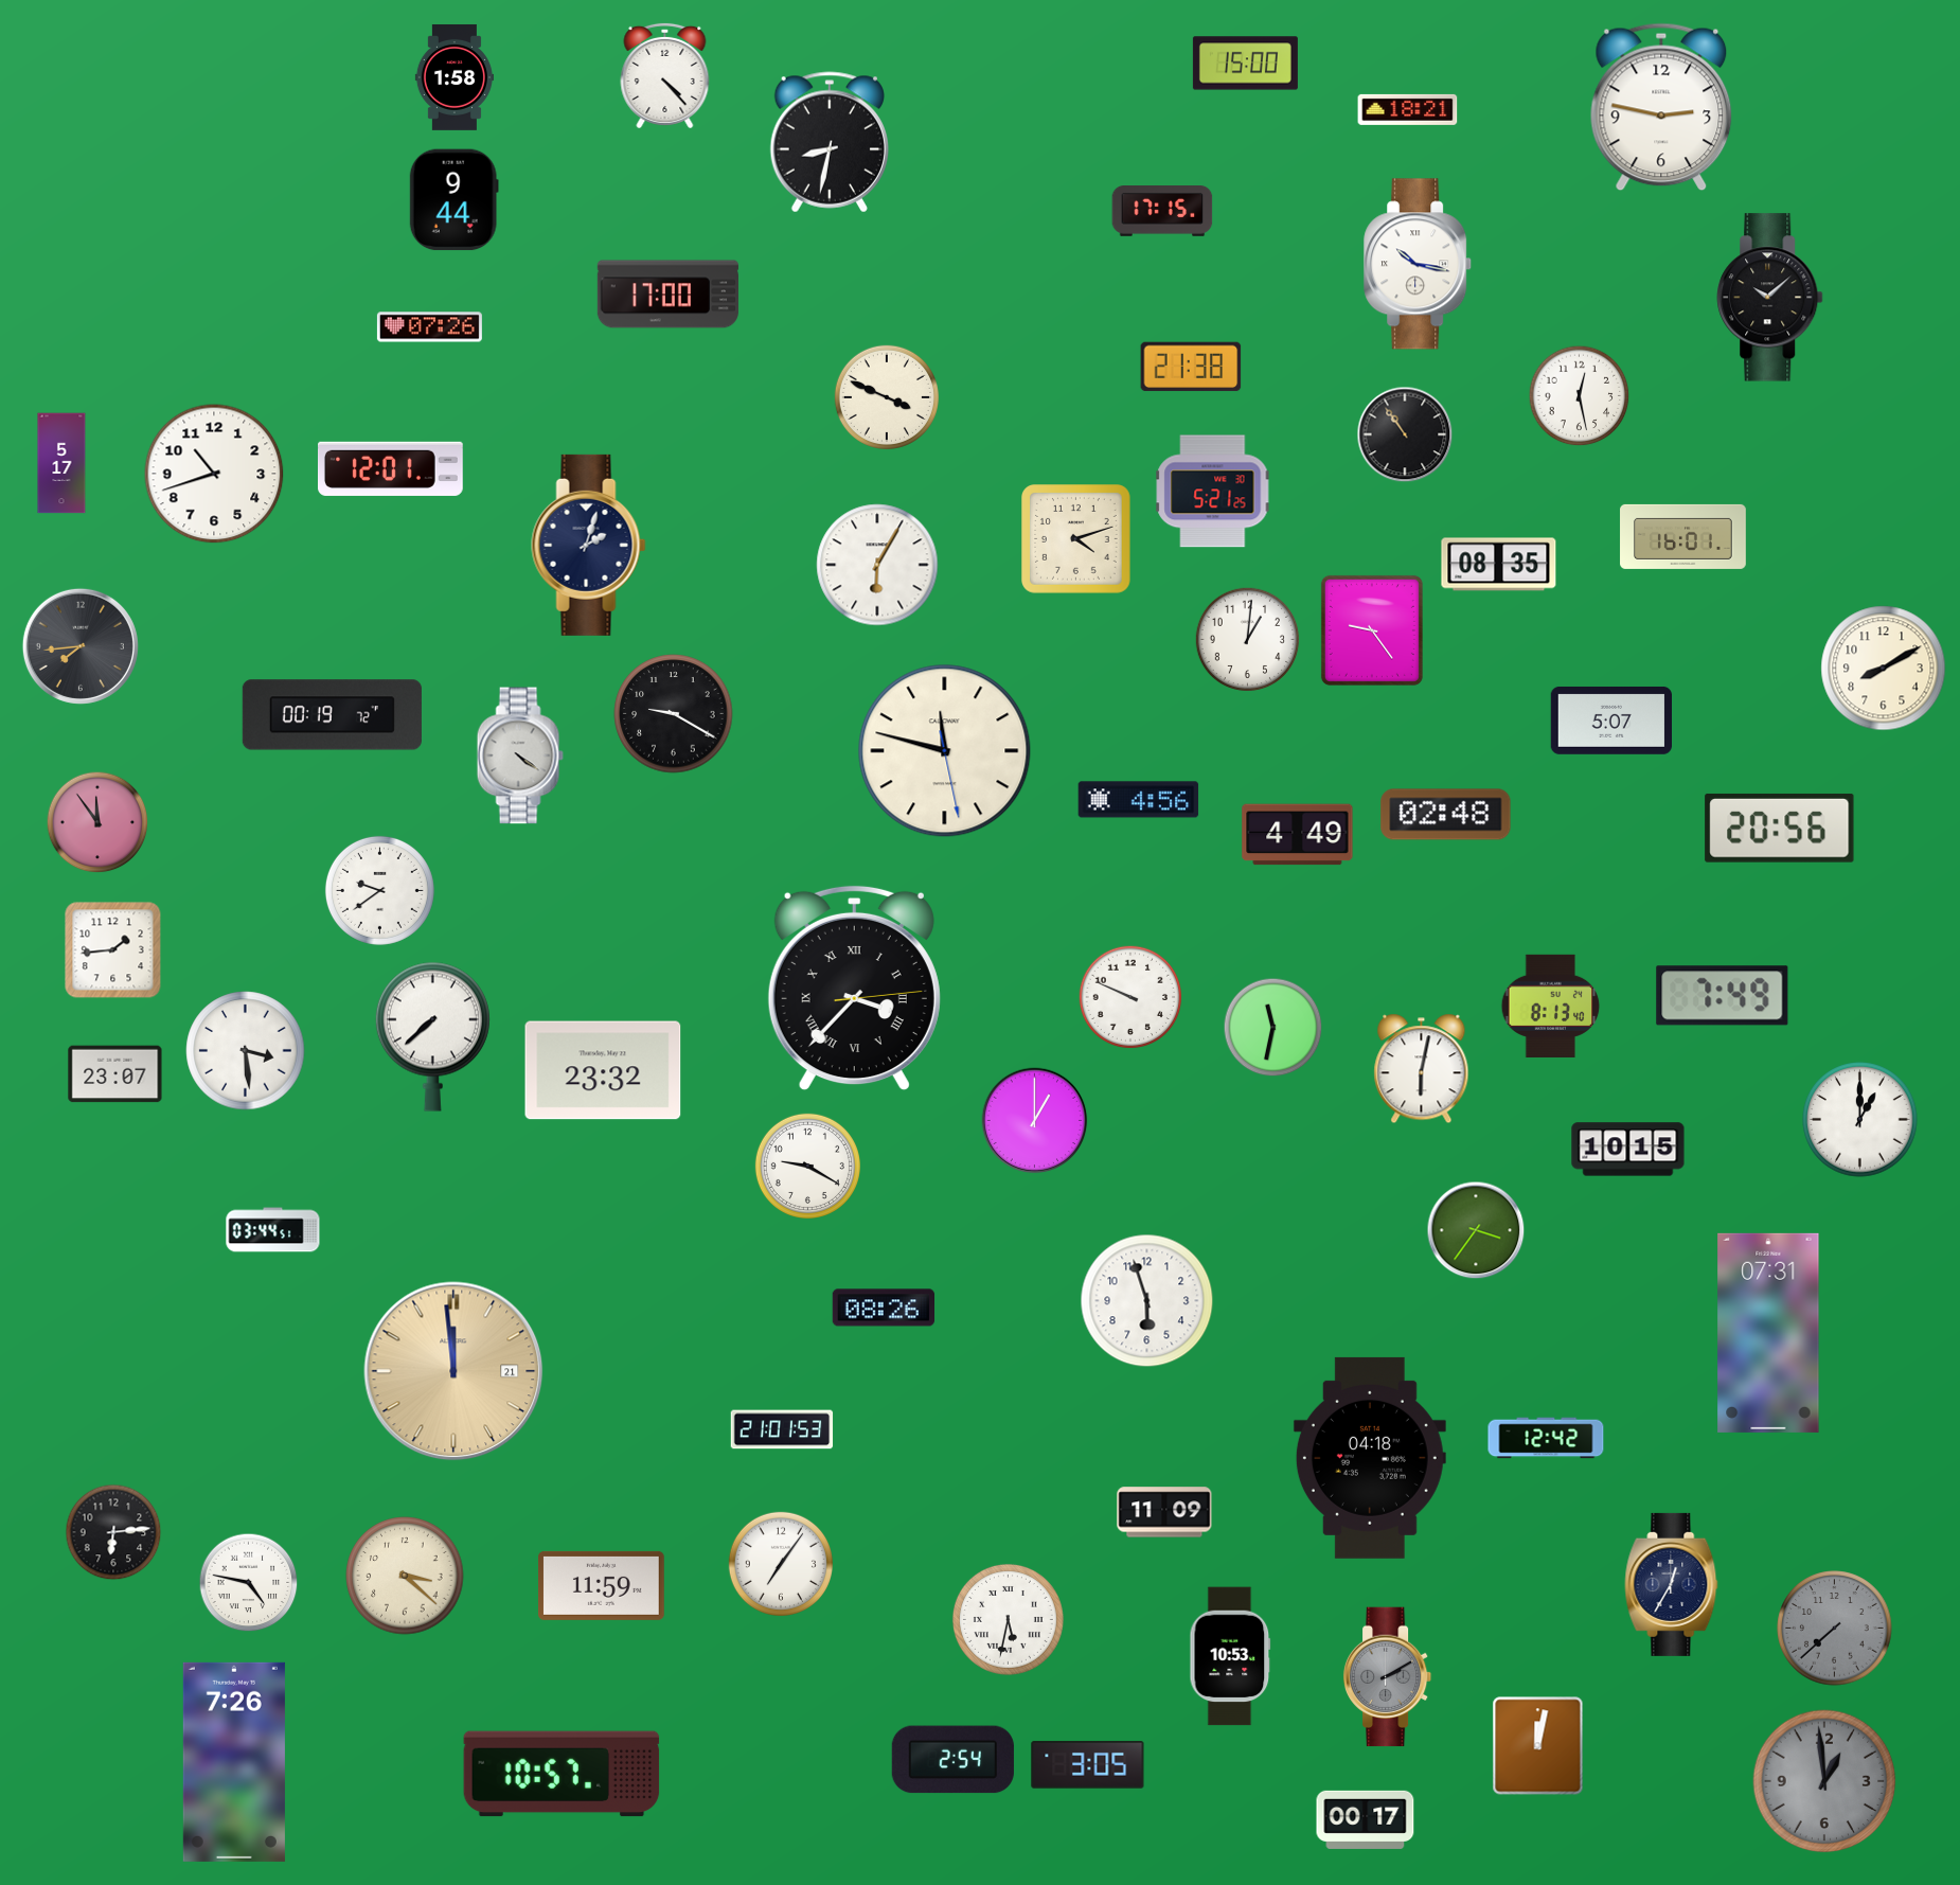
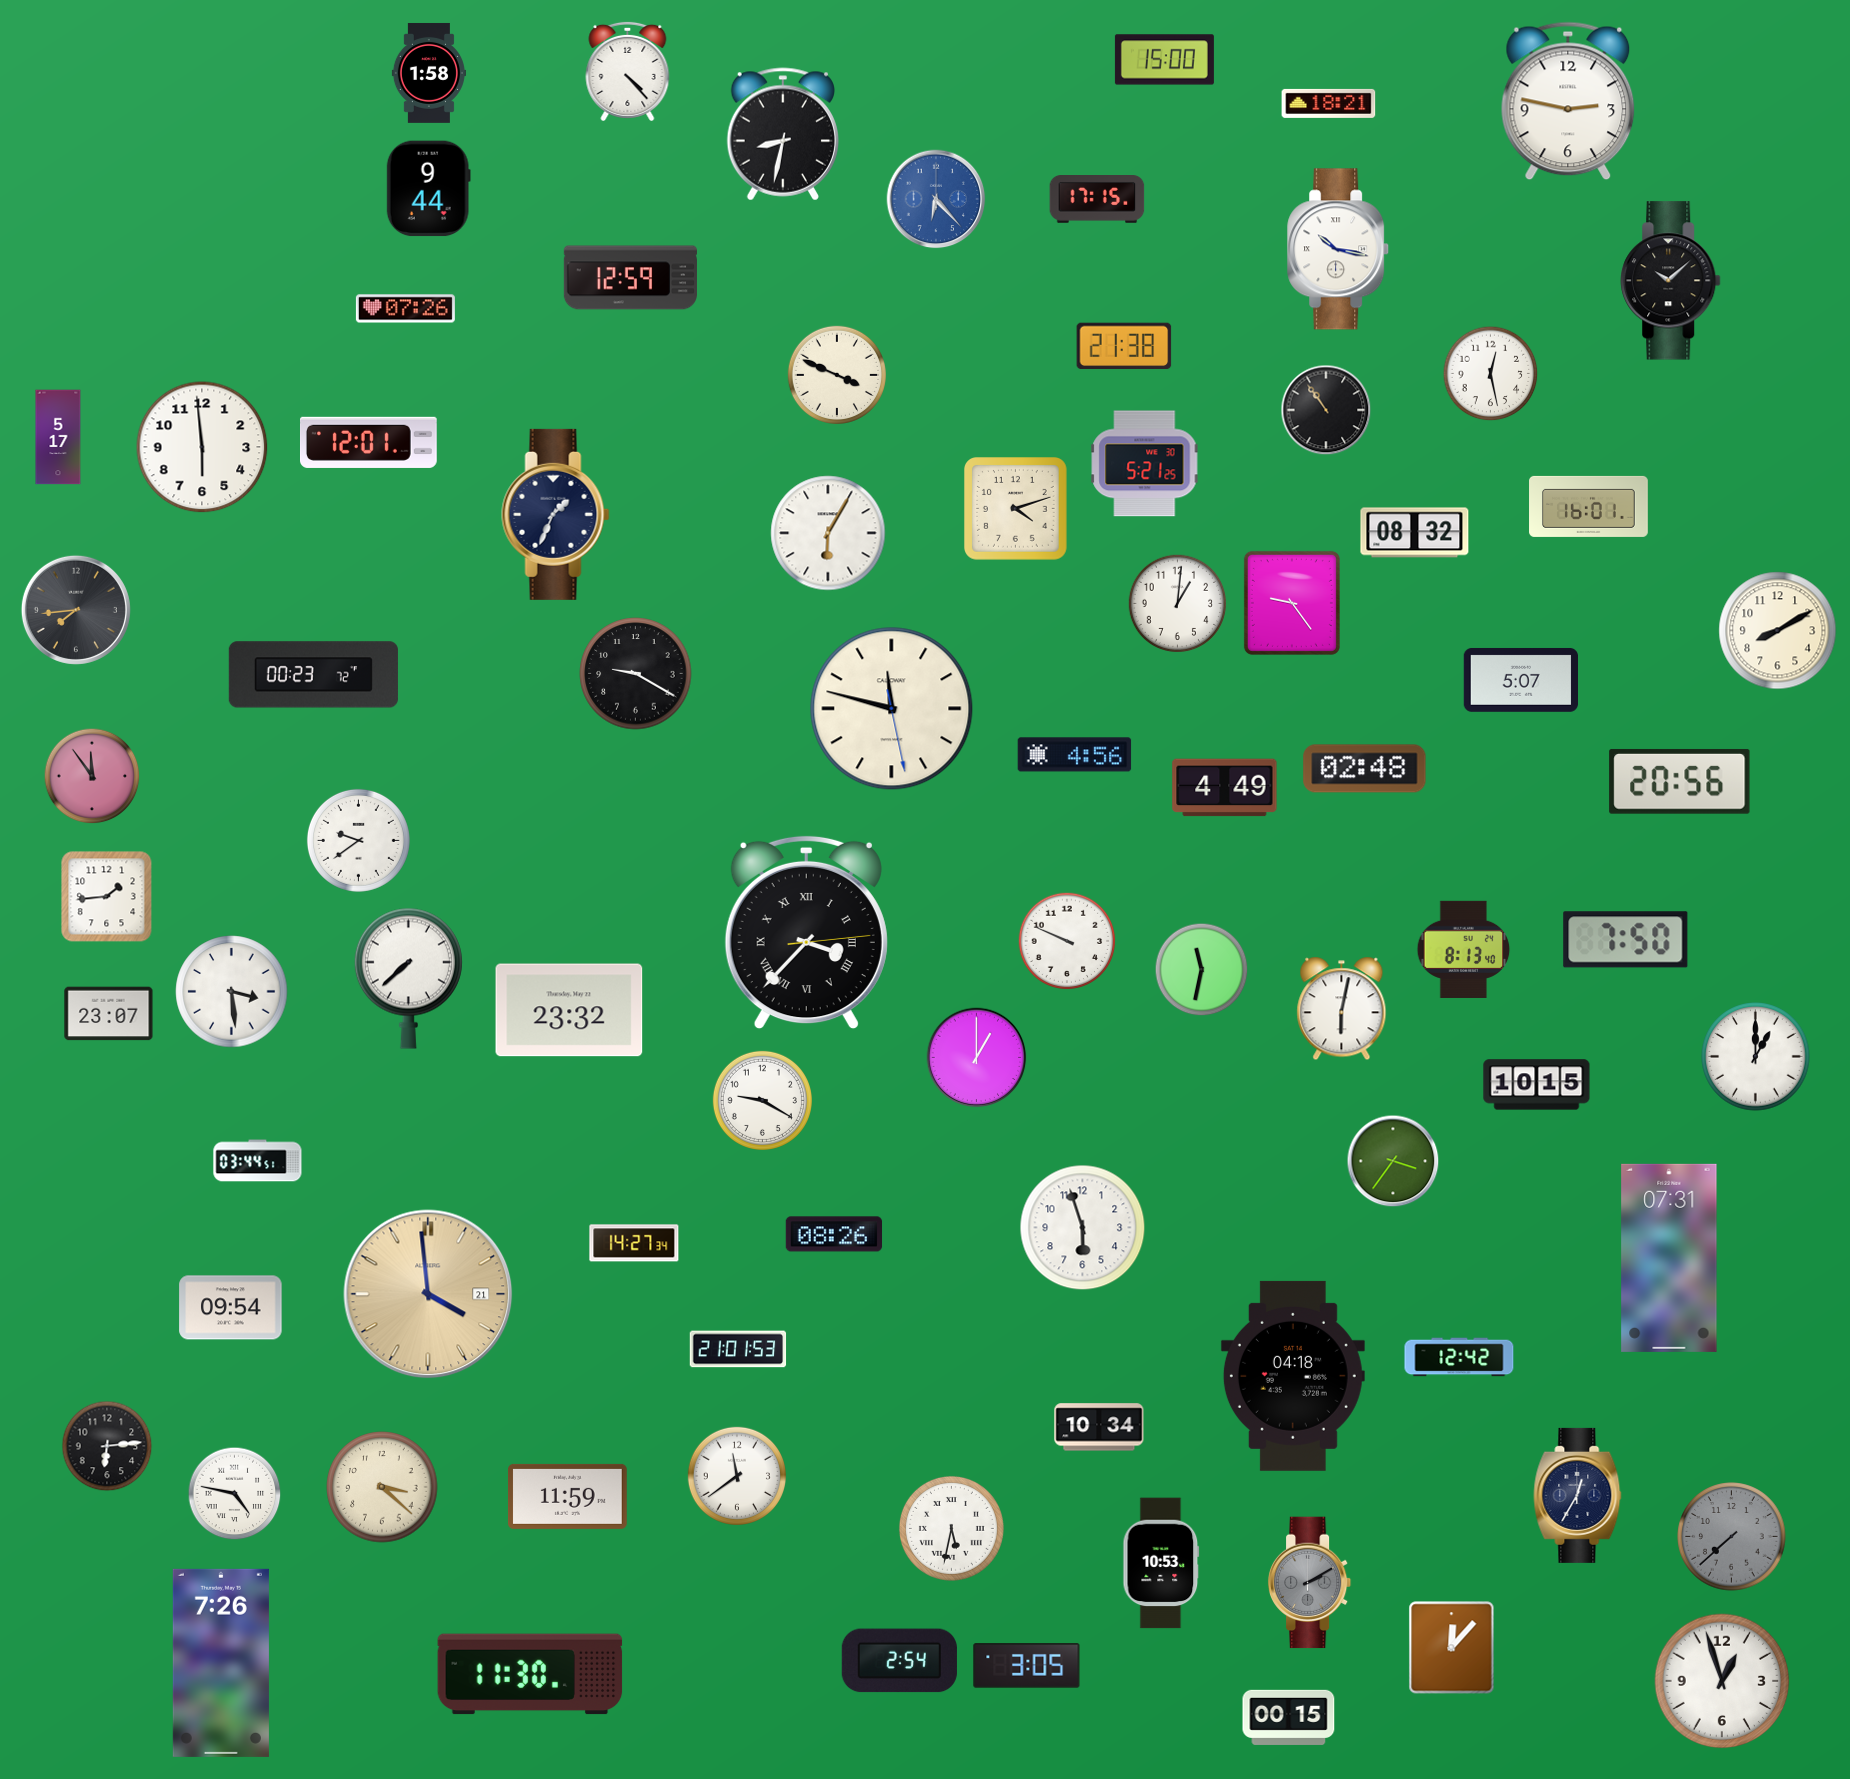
clock at (1245, 64) position: (1245, 64) -> (1164, 60)
clock at (936, 199): none -> 6:23
clock at (667, 295): 17:00 -> 12:59
clock at (214, 474): 10:42 -> 5:59
clock at (589, 545): 2:03 -> 1:34
clock at (1499, 565): 08:35 -> 08:32
clock at (1372, 630) position: (1372, 630) -> (1292, 603)
clock at (332, 715): 00:19 -> 00:23
clock at (520, 755): 4:21 -> none
clock at (1723, 996): 7:49 -> 7:50
clock at (634, 1243): none -> 14:27
clock at (453, 1371): 11:59 -> 3:59
clock at (231, 1308): none -> 09:54
clock at (1164, 1512): 11:09 -> 10:34
clock at (781, 1564): 7:06 -> 11:39
clock at (1538, 1746): 12:02 -> 12:07
clock at (562, 1774): 10:57 -> 11:30
clock at (1824, 1781): 12:59 -> 12:57
clock at (1824, 1781) dial: grey -> white
clock at (1366, 1819): 00:17 -> 00:15
